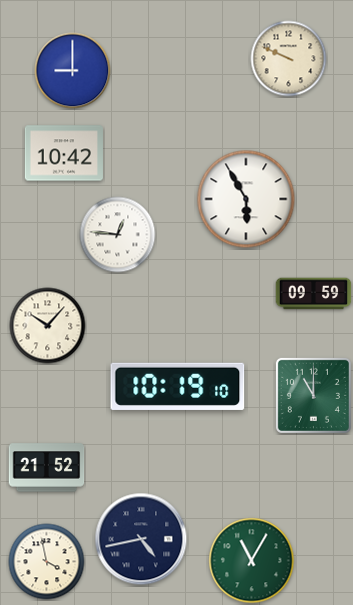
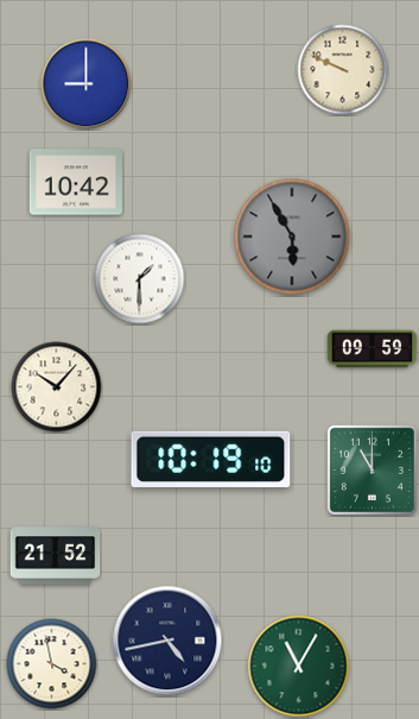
clock at (246, 199) dial: white -> grey
clock at (118, 235): 12:46 -> 1:30
clock at (47, 562) position: (47, 562) -> (52, 664)
